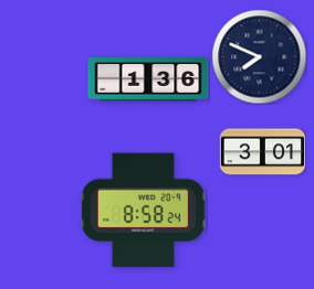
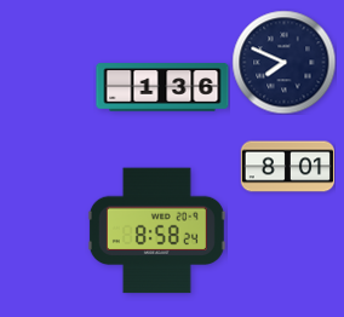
clock at (262, 152): 3:01 -> 8:01
